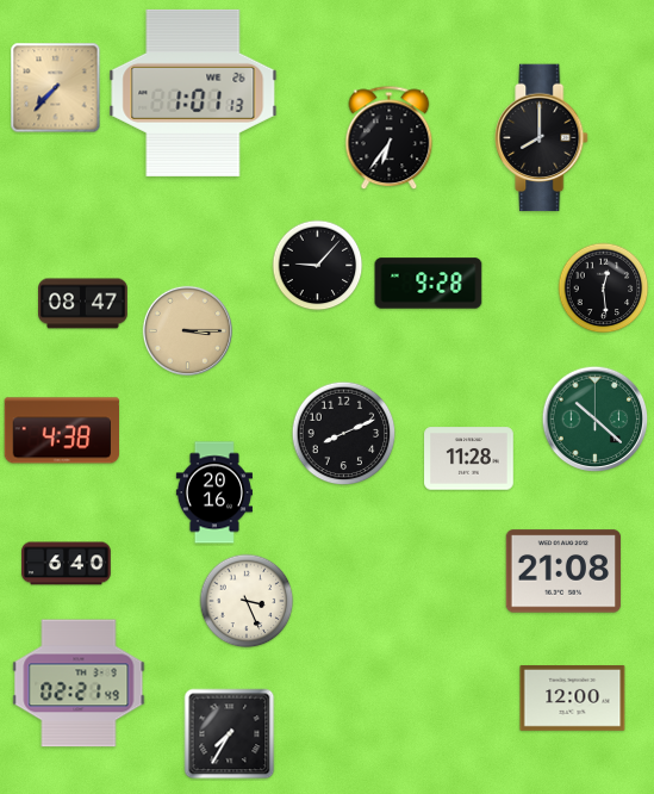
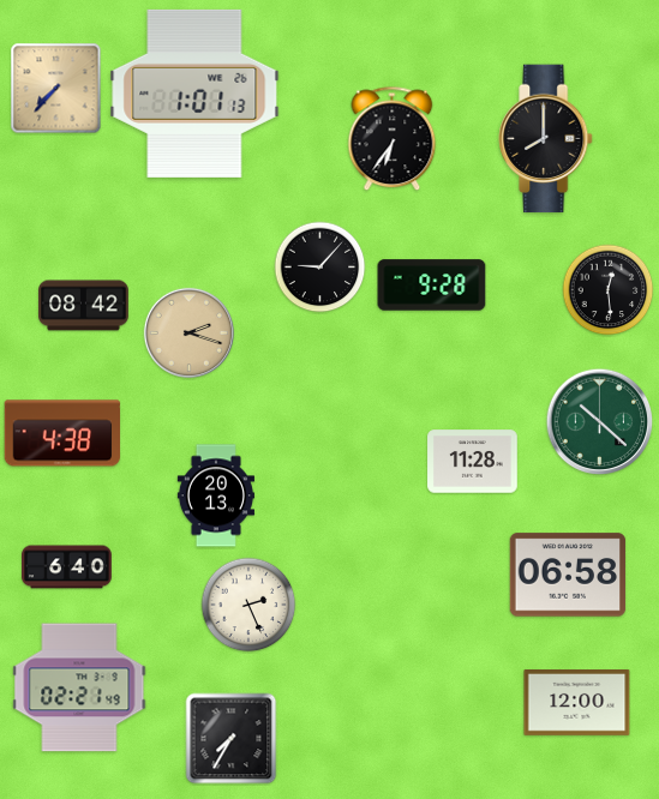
clock at (83, 304): 08:47 -> 08:42
clock at (187, 330): 3:15 -> 2:18
clock at (344, 434): 8:11 -> none
clock at (214, 492): 20:16 -> 20:13
clock at (563, 571): 21:08 -> 06:58
clock at (247, 601): 3:26 -> 2:26
